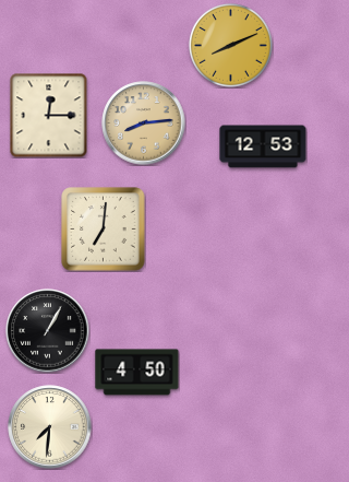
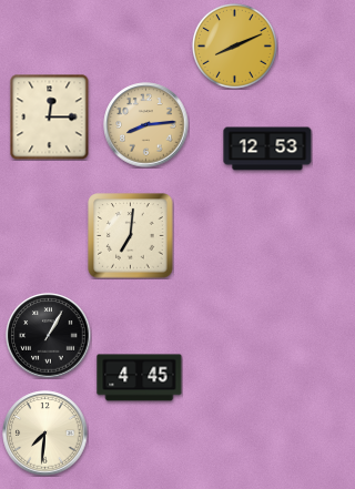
clock at (104, 230) position: (104, 230) -> (131, 236)
clock at (137, 373): 4:50 -> 4:45
clock at (50, 427) position: (50, 427) -> (45, 434)
